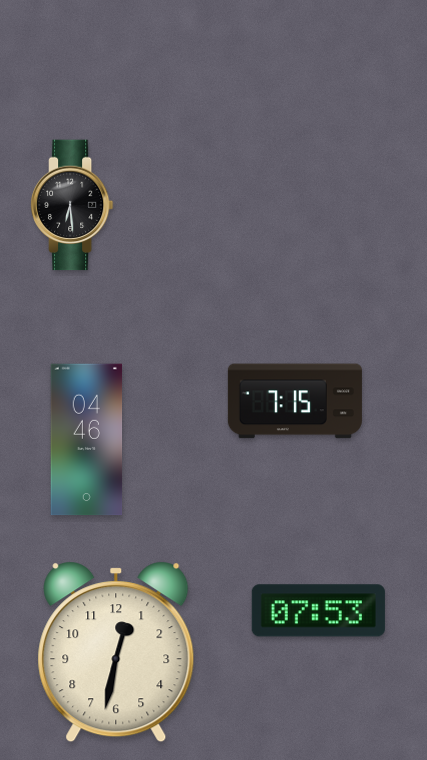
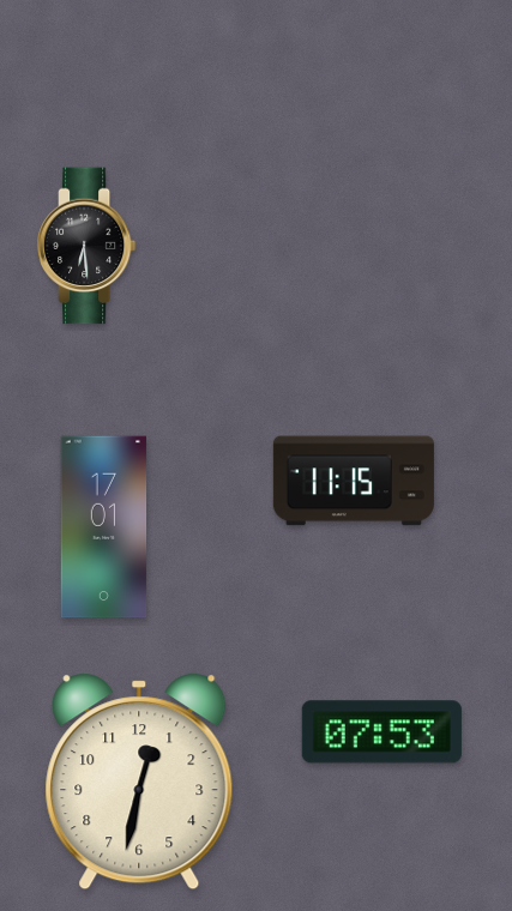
clock at (295, 401): 7:15 -> 11:15
clock at (87, 440): 04:46 -> 17:01
